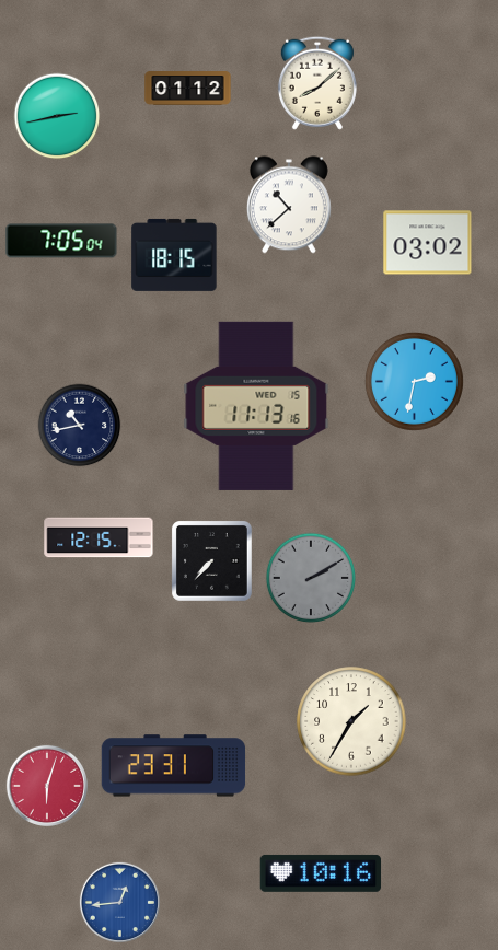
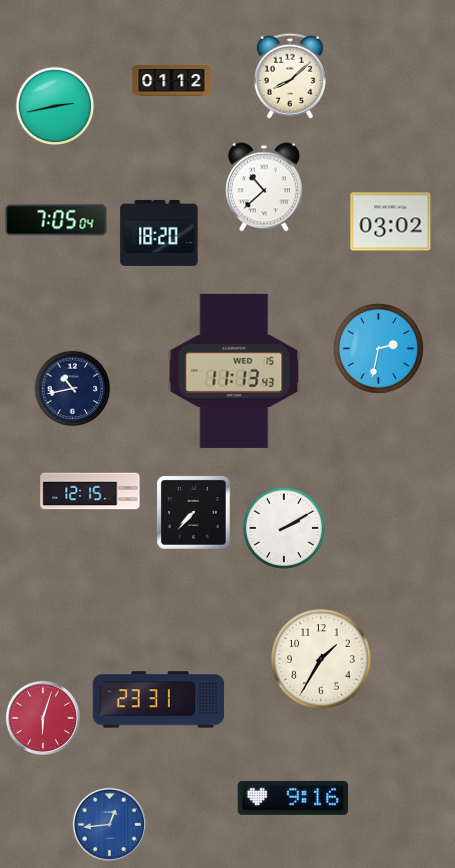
clock at (57, 116) position: (57, 116) -> (55, 106)
clock at (174, 255): 18:15 -> 18:20
clock at (256, 406): 11:13:16 -> 11:13:43
clock at (310, 577) dial: grey -> white
clock at (321, 873): 10:16 -> 9:16
